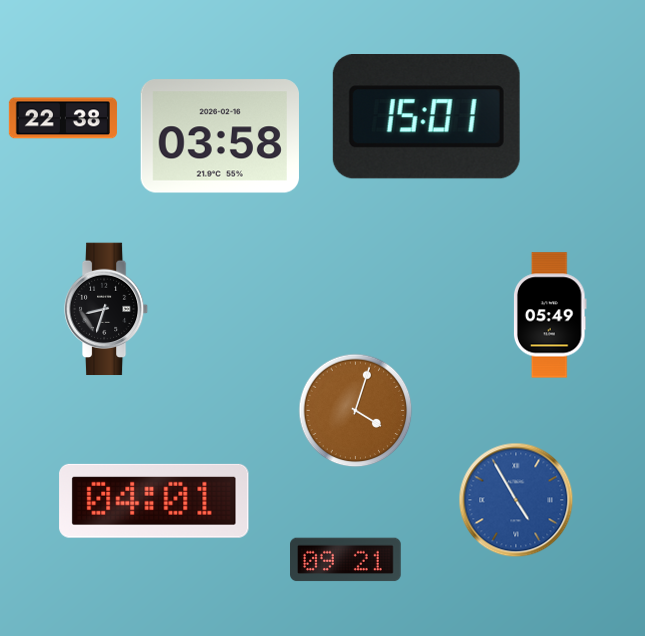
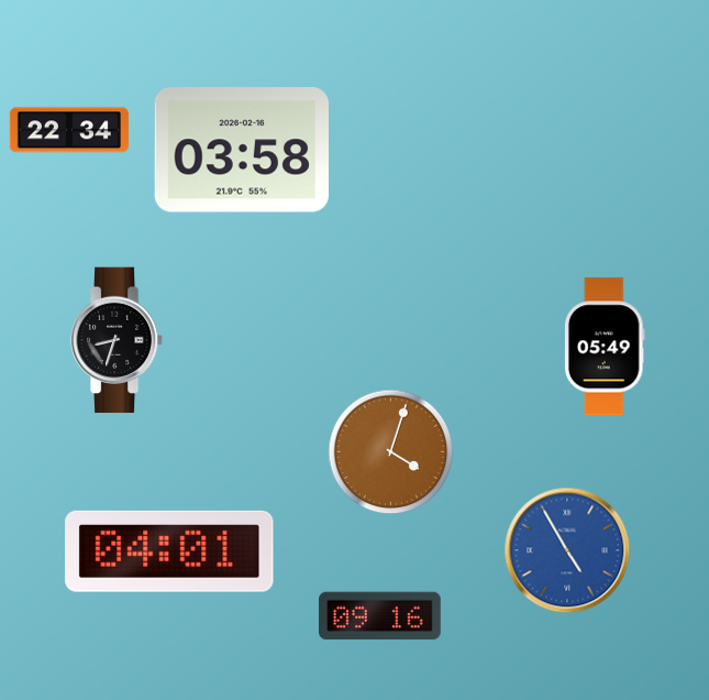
clock at (426, 117): 15:01 -> none
clock at (63, 118): 22:38 -> 22:34
clock at (346, 560): 09:21 -> 09:16
